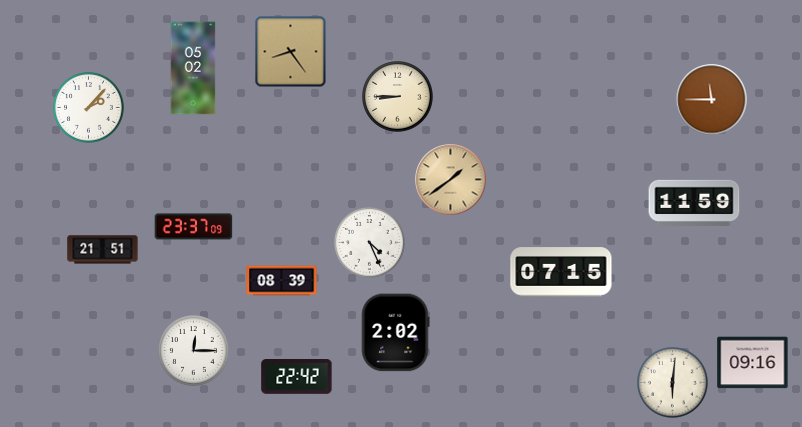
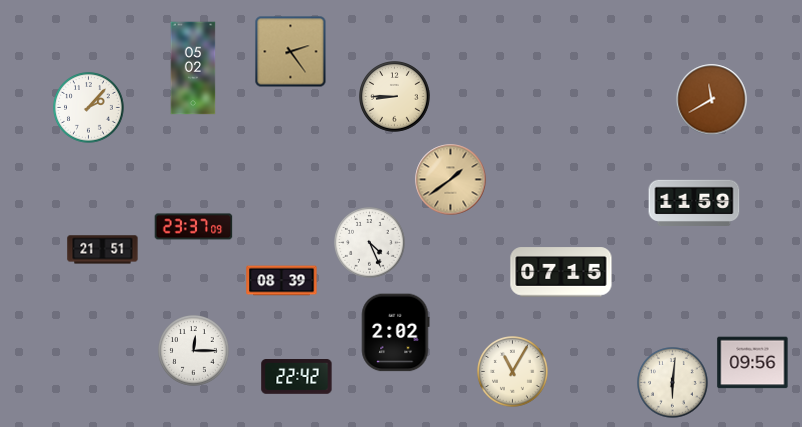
clock at (291, 52): 8:24 -> 2:24
clock at (398, 97) position: (398, 97) -> (395, 97)
clock at (712, 100): 11:45 -> 11:40
clock at (753, 363): 09:16 -> 09:56
clock at (513, 372): none -> 11:05
